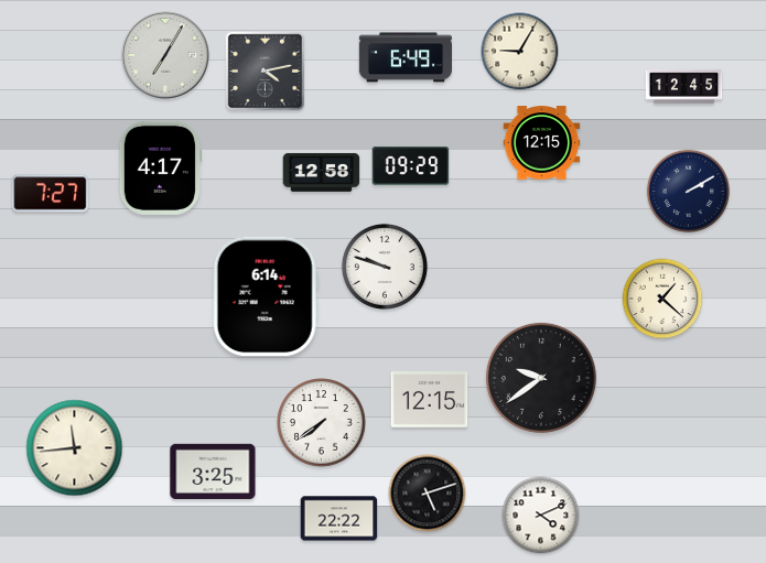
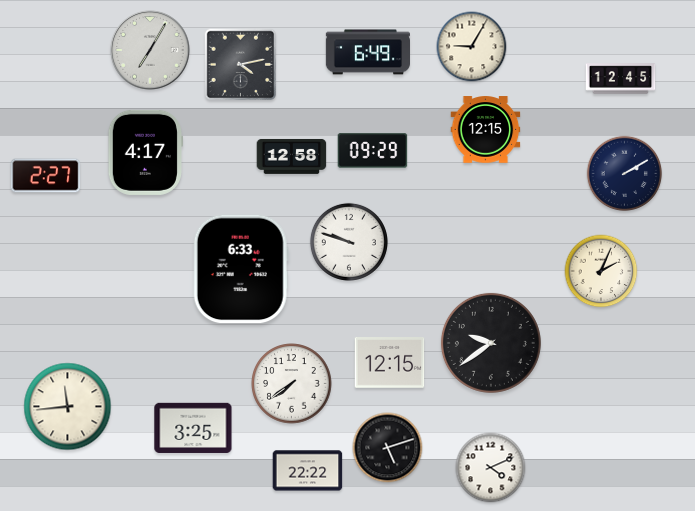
clock at (542, 143) position: (542, 143) -> (486, 130)
clock at (51, 194): 7:27 -> 2:27
clock at (266, 296): 6:14 -> 6:33
clock at (662, 299): 1:22 -> 2:04
